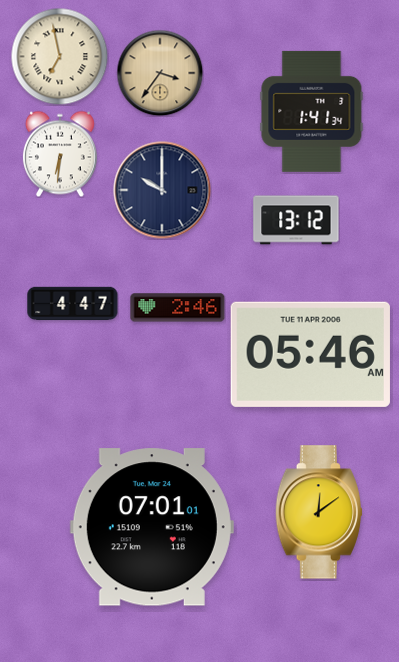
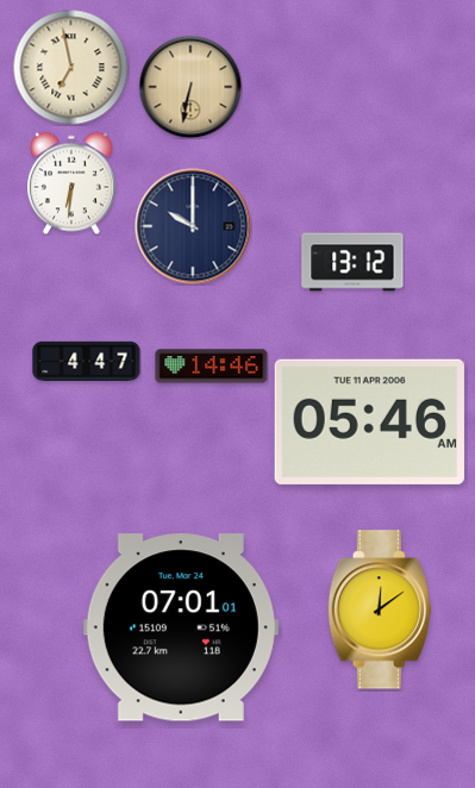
clock at (160, 73): 3:36 -> 6:32
clock at (312, 111): 1:41 -> none
clock at (178, 308): 2:46 -> 14:46
